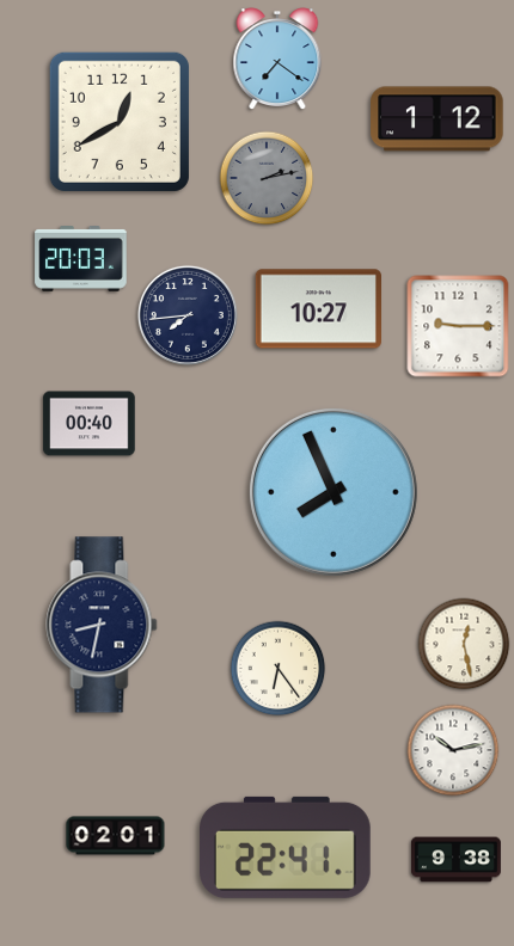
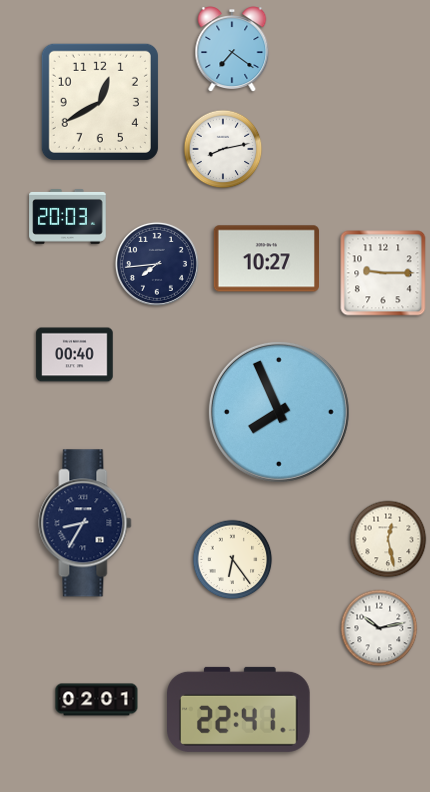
clock at (437, 119): 1:12 -> none
clock at (267, 178): 2:13 -> 8:13
clock at (267, 178) dial: grey -> white
clock at (102, 625): 8:32 -> 8:35
clock at (455, 860): 9:38 -> none
